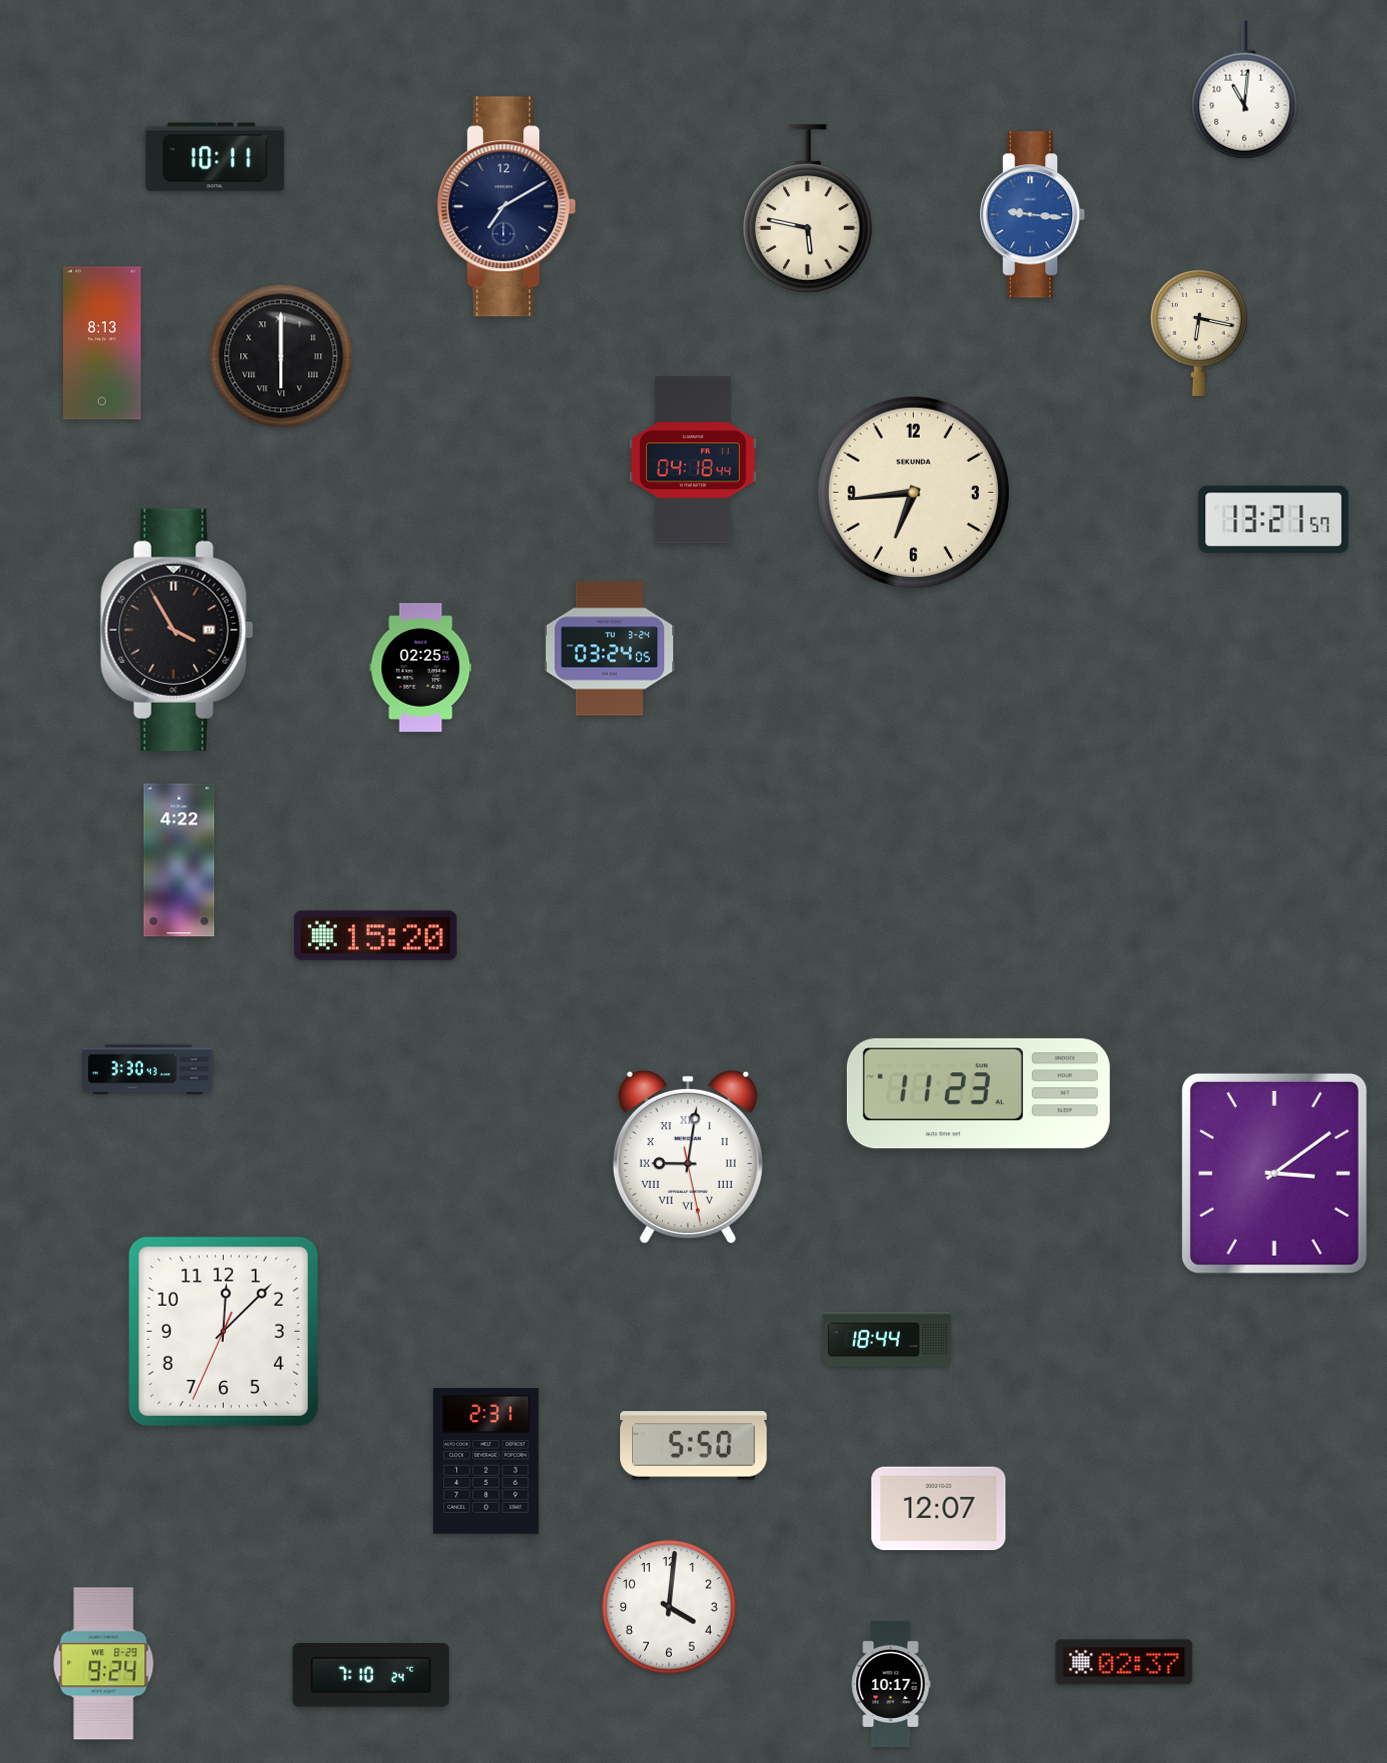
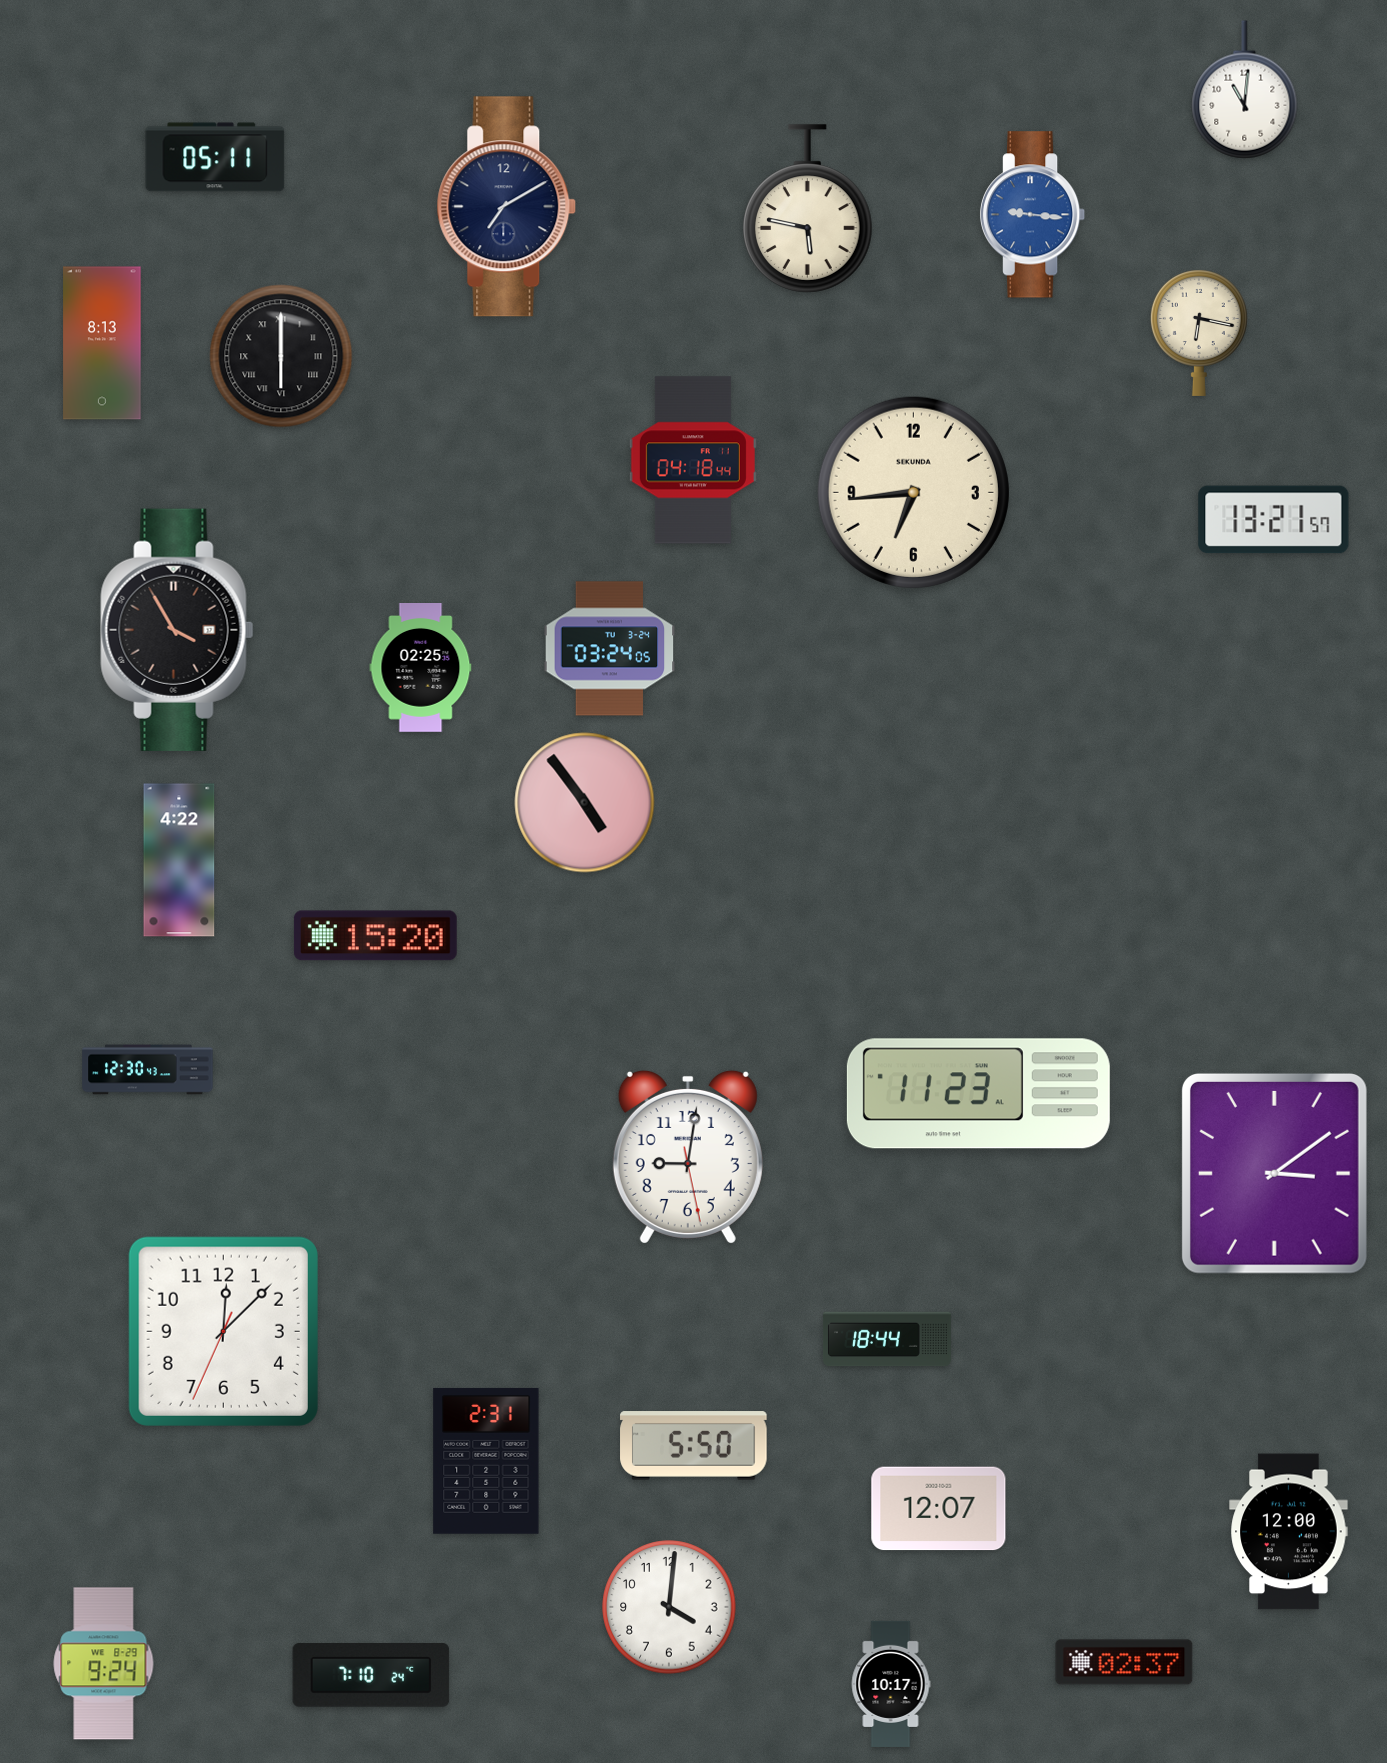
clock at (215, 157): 10:11 -> 05:11
clock at (585, 803): none -> 4:53
clock at (148, 1070): 3:30 -> 12:30
clock at (688, 1157) numerals: Roman -> Arabic
clock at (1289, 1532): none -> 12:00
